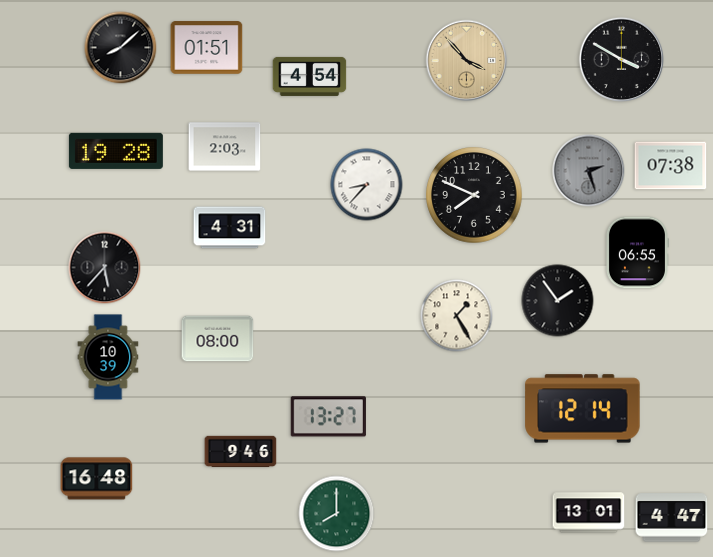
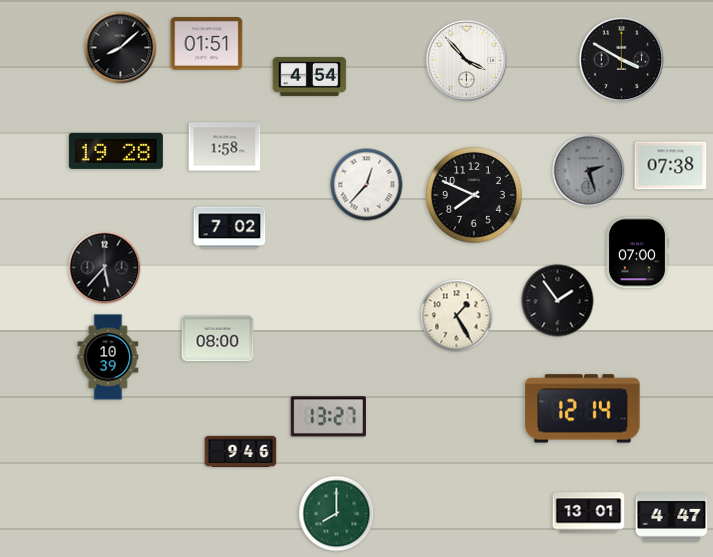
clock at (207, 48) position: (207, 48) -> (207, 44)
clock at (467, 61) dial: champagne -> white
clock at (225, 147): 2:03 -> 1:58
clock at (367, 185): 8:37 -> 12:37
clock at (230, 228): 4:31 -> 7:02
clock at (637, 253): 06:55 -> 07:00
clock at (97, 479): 16:48 -> none
